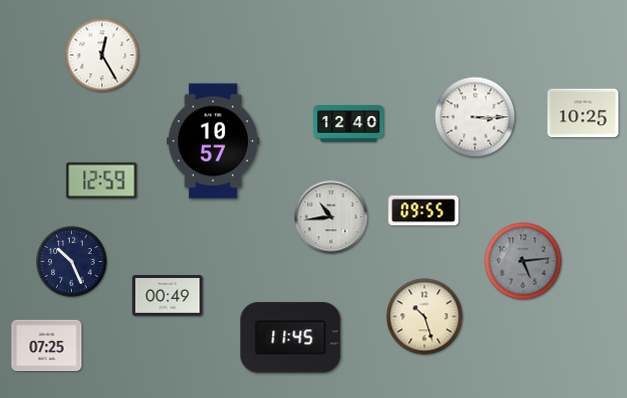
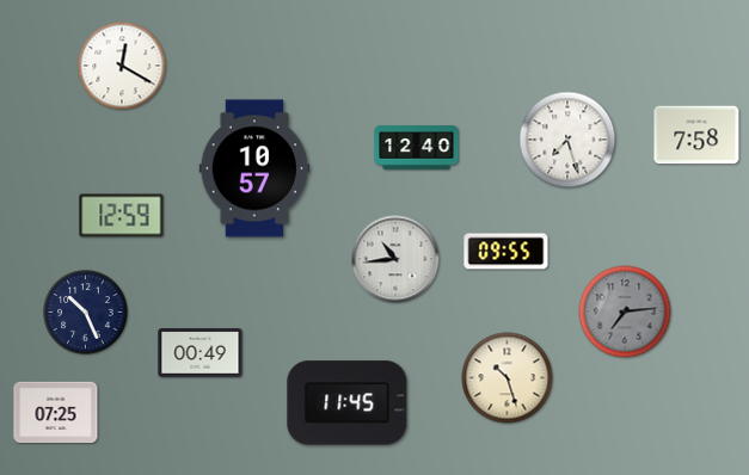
clock at (102, 55): 12:25 -> 12:20
clock at (583, 113): 10:25 -> 7:58
clock at (475, 117): 3:15 -> 7:27
clock at (523, 261): 5:14 -> 7:14
